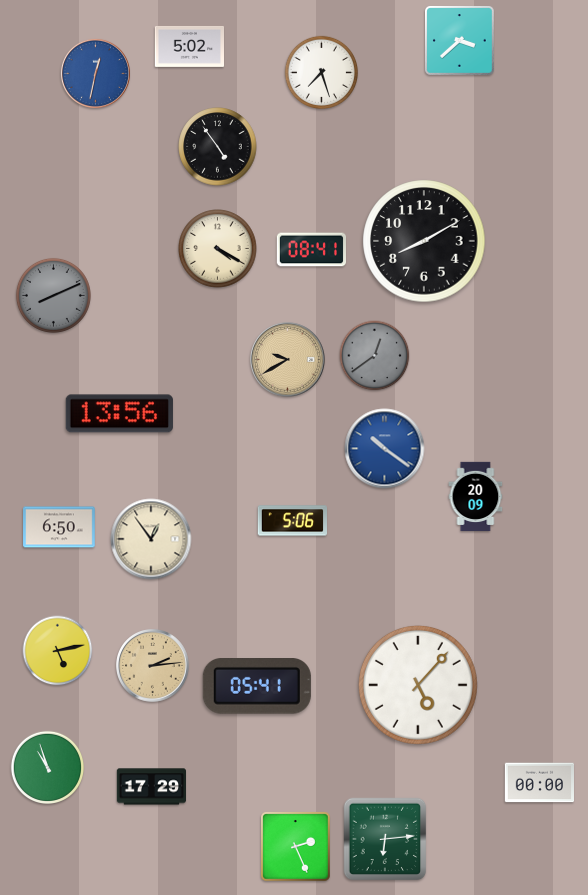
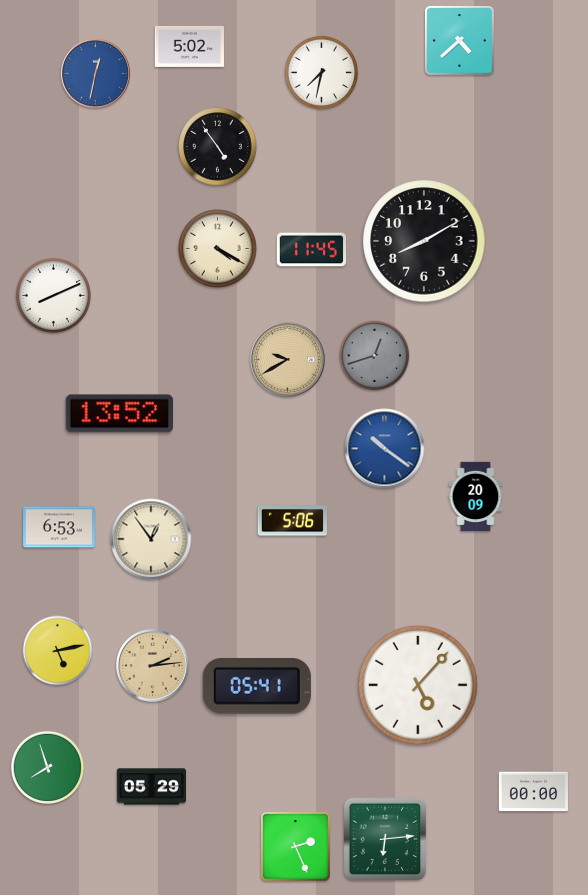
clock at (460, 41): 3:38 -> 4:38
clock at (321, 72): 7:27 -> 7:32
clock at (311, 250): 08:41 -> 11:45
clock at (53, 295) dial: grey -> white
clock at (375, 356): 12:39 -> 12:42
clock at (119, 414): 13:56 -> 13:52
clock at (59, 527): 6:50 -> 6:53
clock at (47, 767): 10:57 -> 7:57
clock at (540, 783) position: (540, 783) -> (534, 792)
clock at (151, 787): 17:29 -> 05:29
